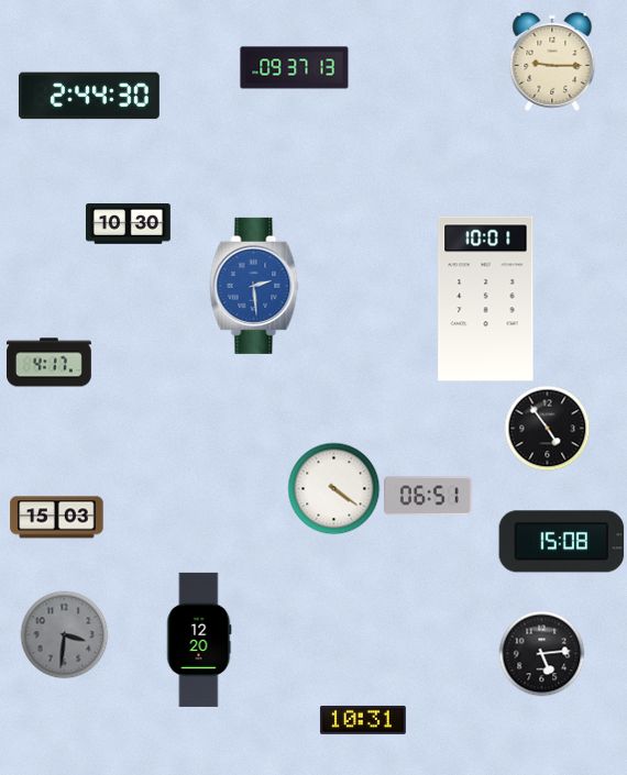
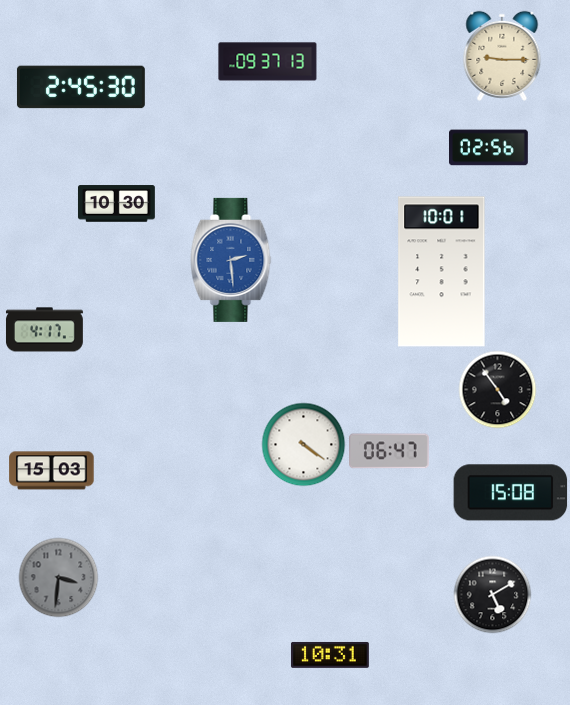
clock at (89, 96): 2:44 -> 2:45
clock at (489, 148): none -> 02:56
clock at (429, 496): 06:51 -> 06:47
clock at (199, 640): 12:20 -> none
clock at (541, 653): 5:14 -> 5:10
